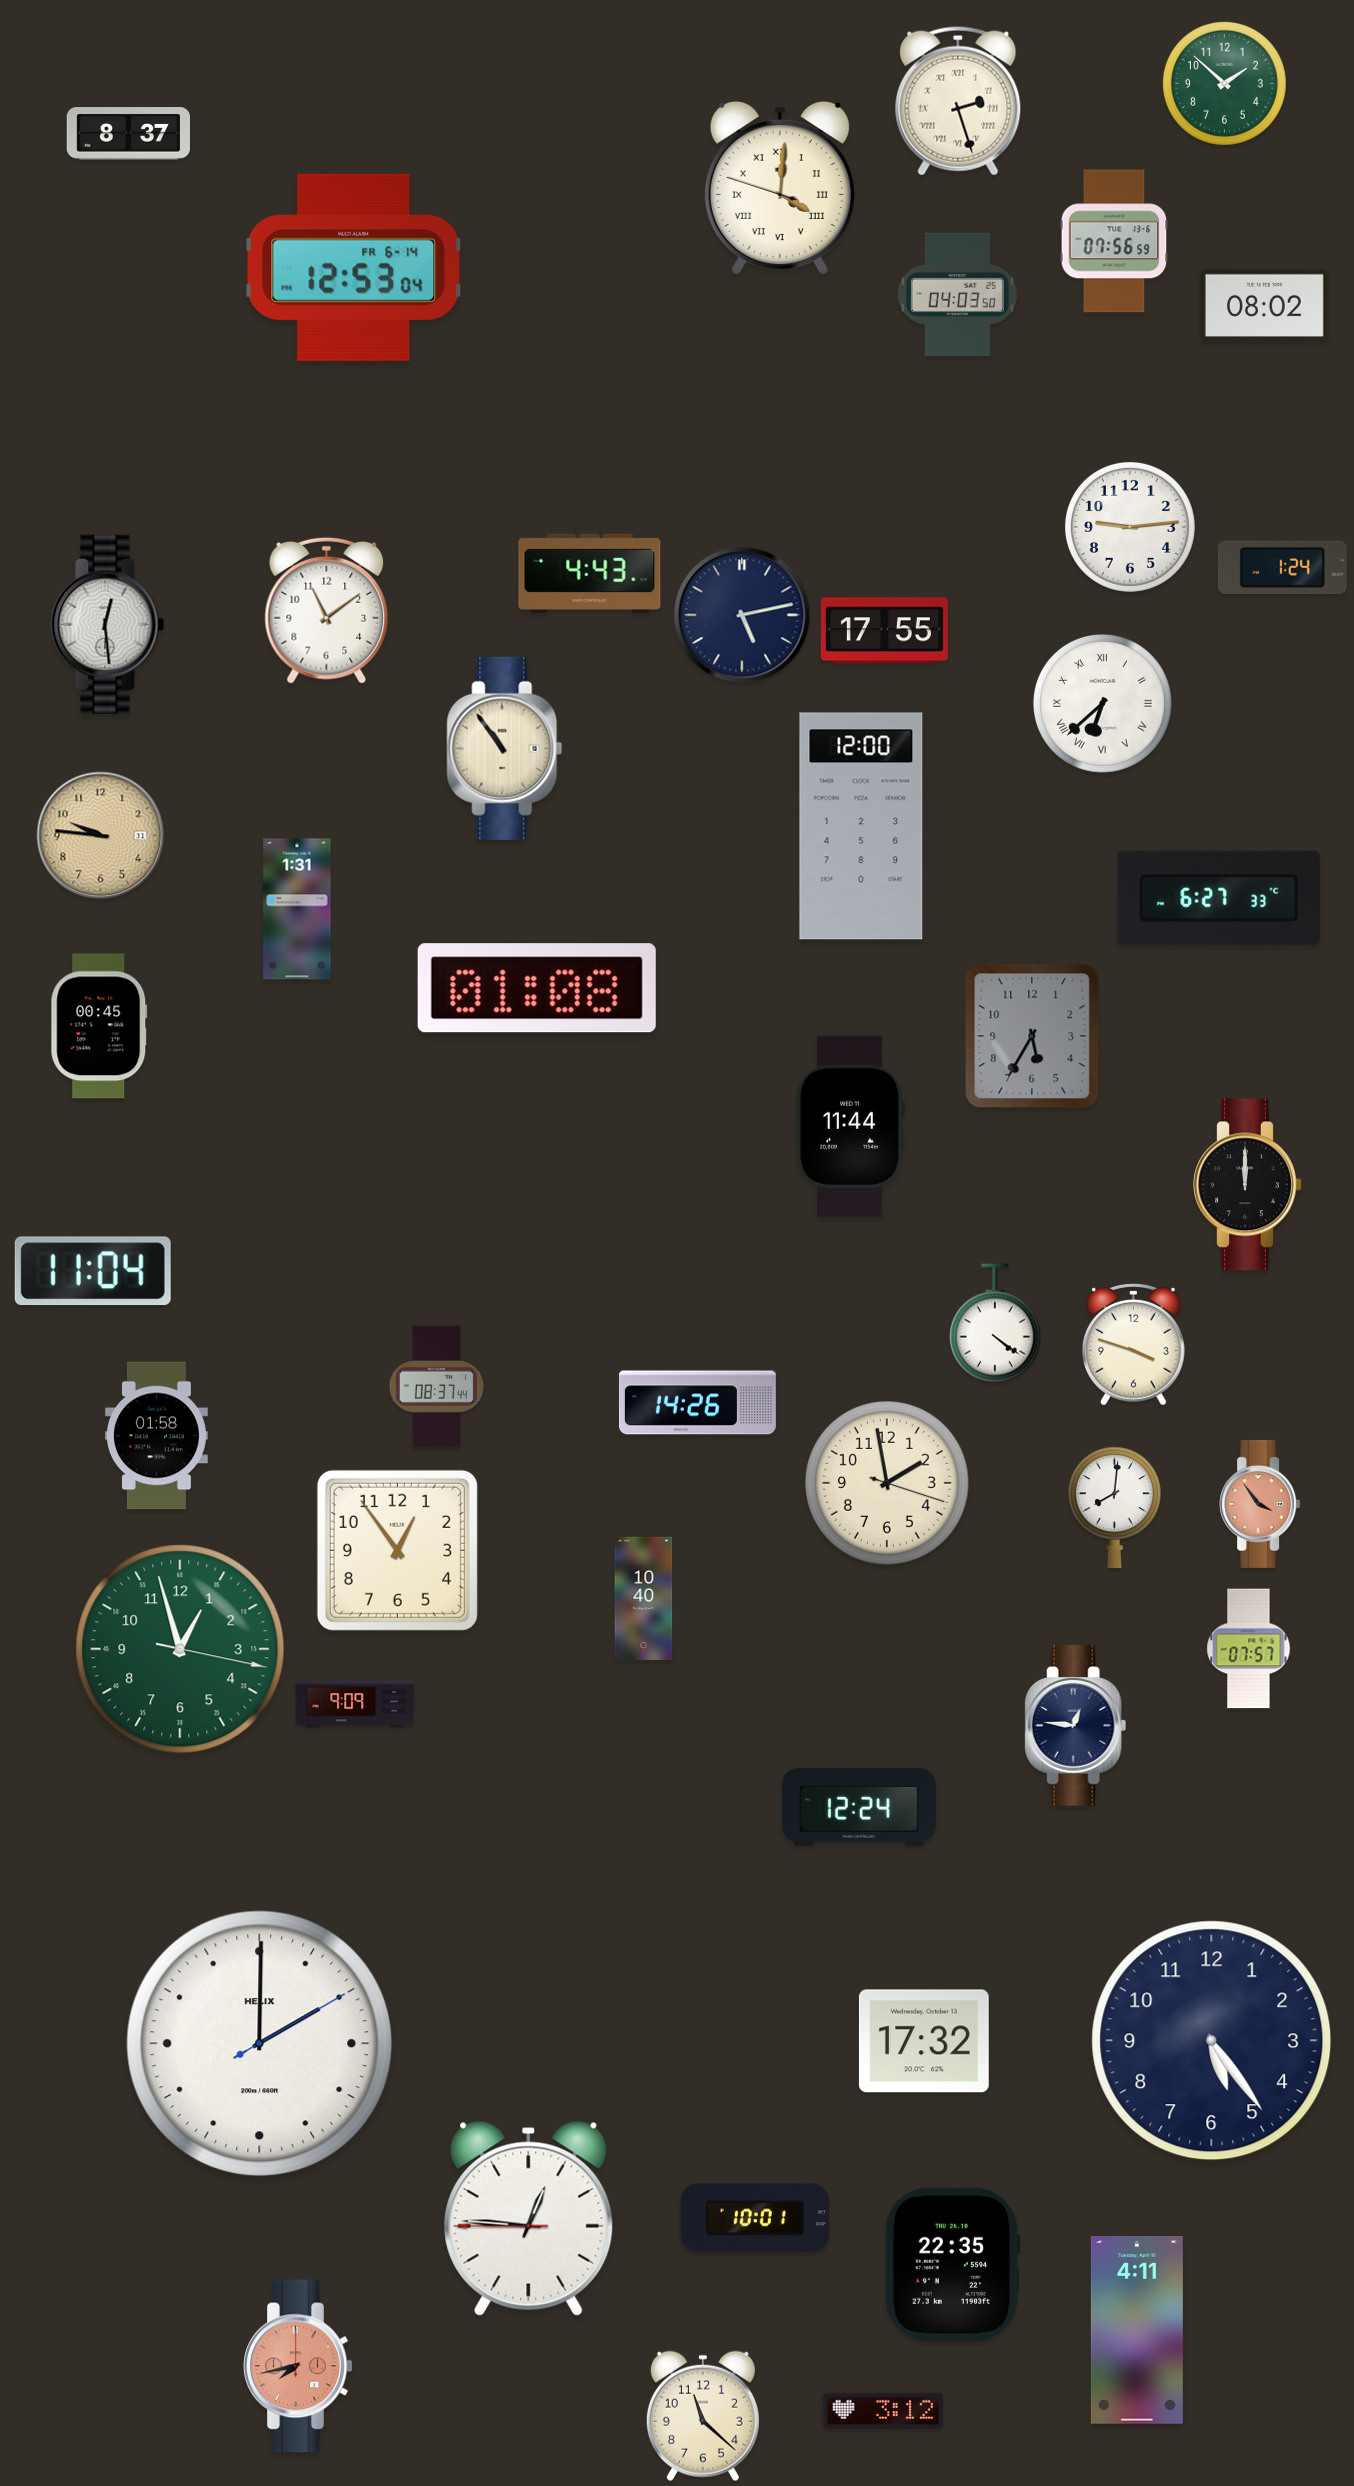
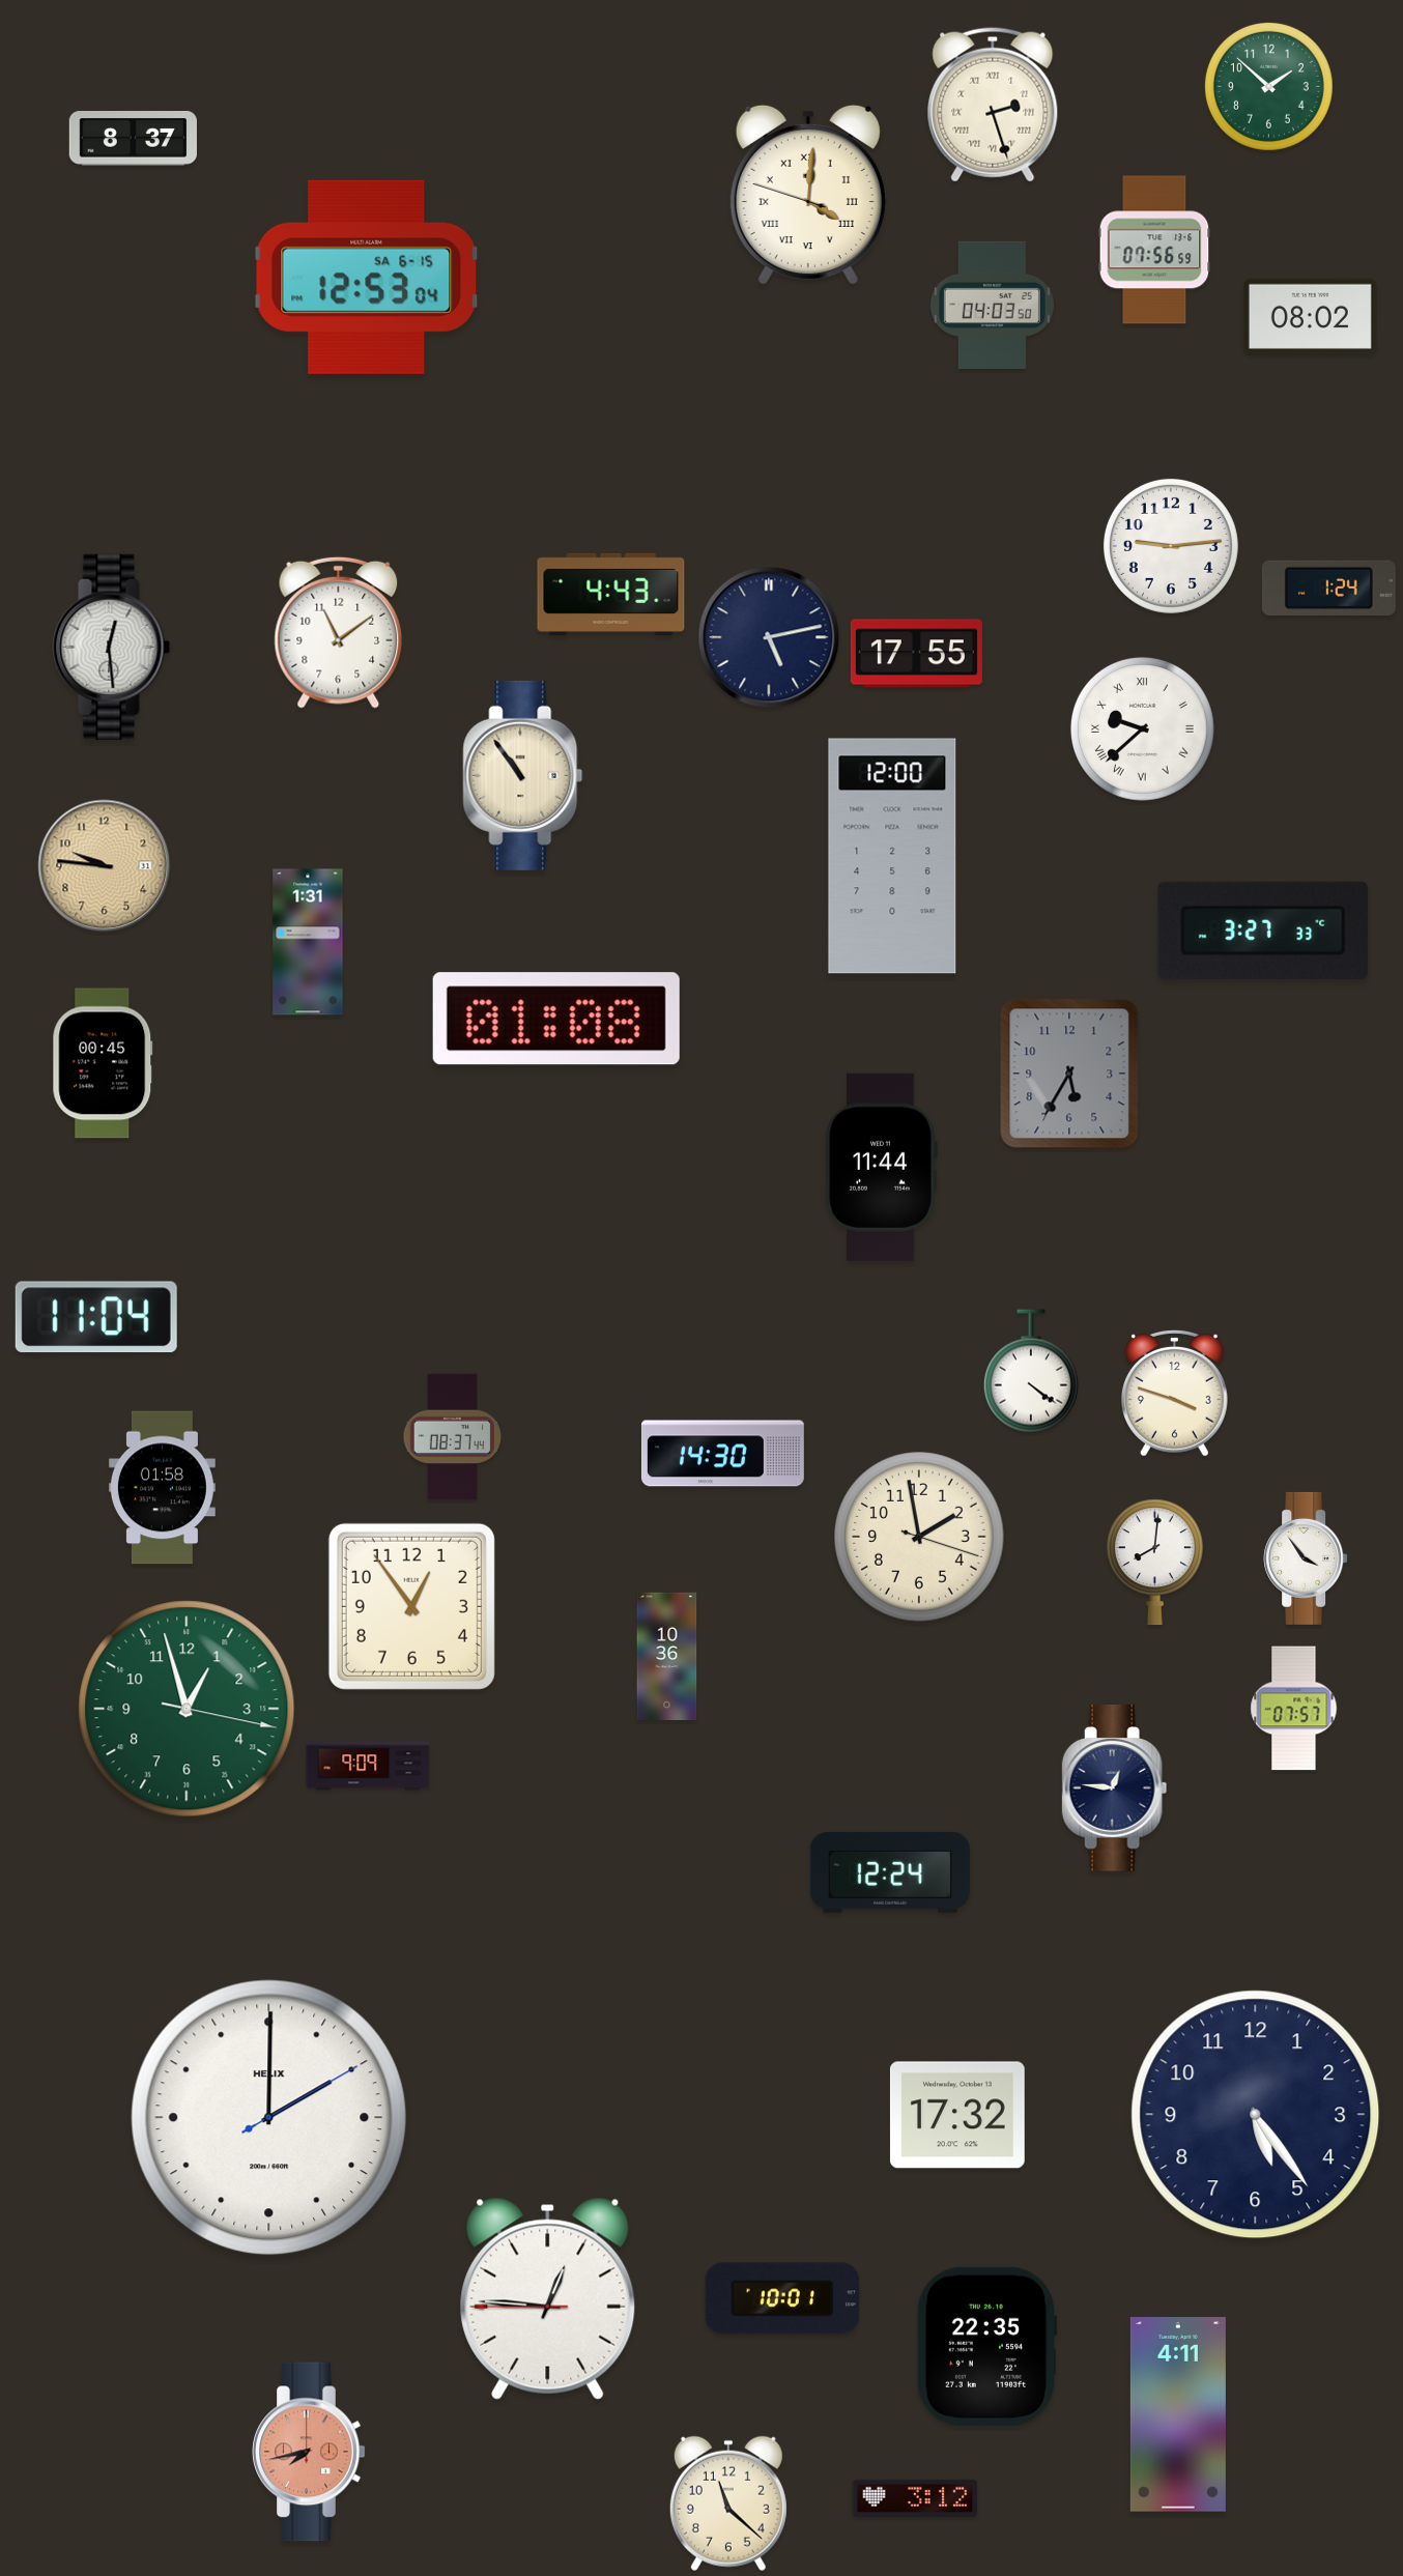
clock at (354, 267) date: FR 6-14 -> SA 6-15
clock at (1102, 703): 6:38 -> 9:38
clock at (1219, 898): 6:27 -> 3:27
clock at (537, 988) position: (537, 988) -> (556, 1019)
clock at (1248, 1185): 12:00 -> none
clock at (697, 1403): 14:26 -> 14:30
clock at (1260, 1504) dial: salmon -> white
clock at (644, 1599): 10:40 -> 10:36
